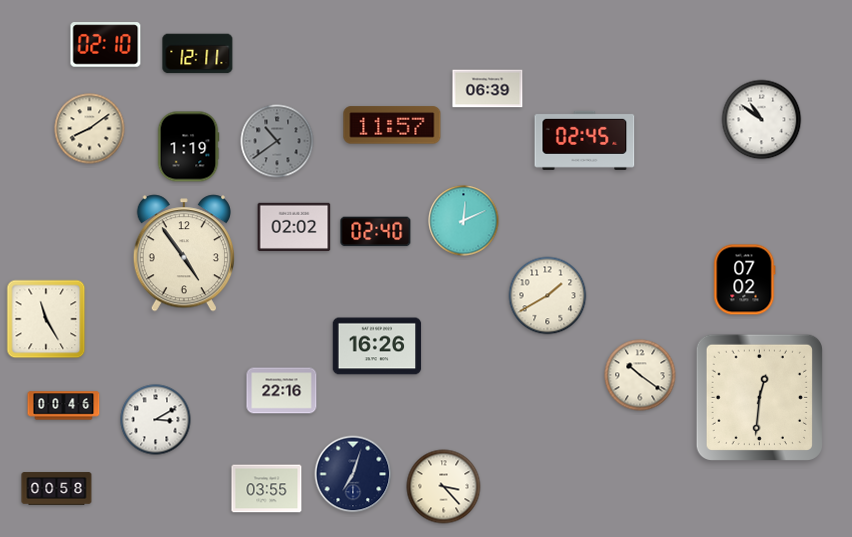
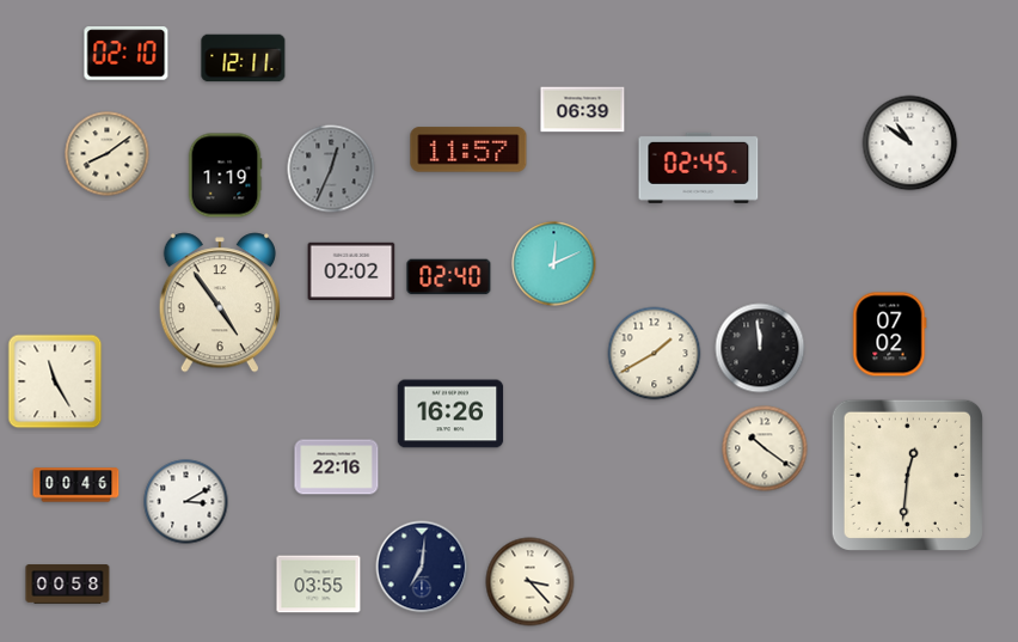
clock at (198, 54) position: (198, 54) -> (244, 59)
clock at (488, 89) position: (488, 89) -> (583, 110)
clock at (277, 141): 10:39 -> 12:34
clock at (760, 348): none -> 11:59
clock at (353, 474): 7:03 -> 7:01
